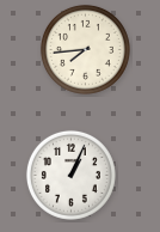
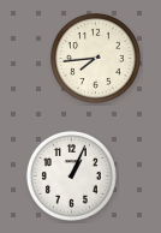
clock at (85, 49) position: (85, 49) -> (95, 58)
